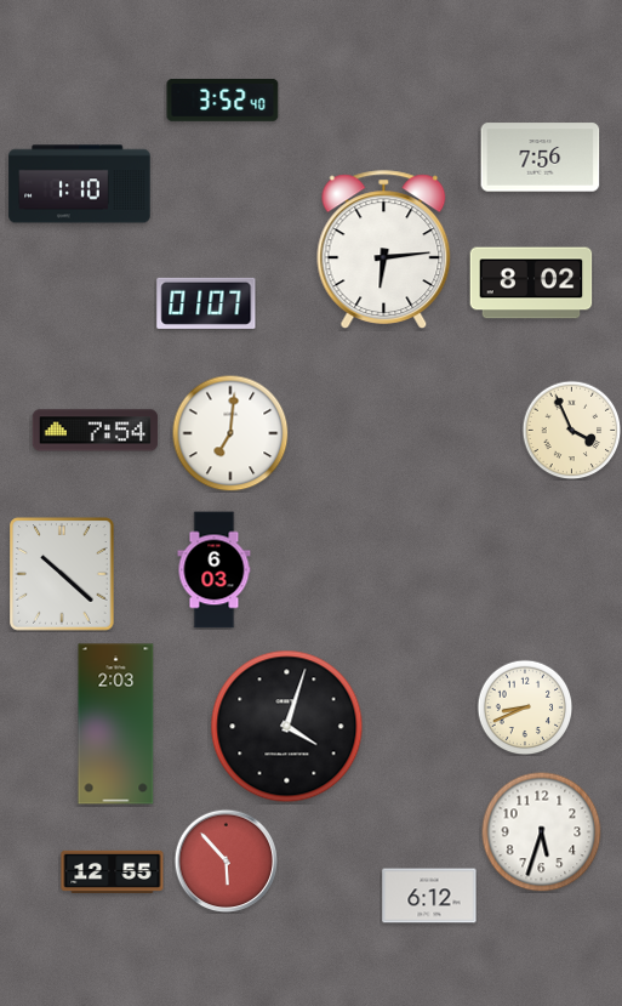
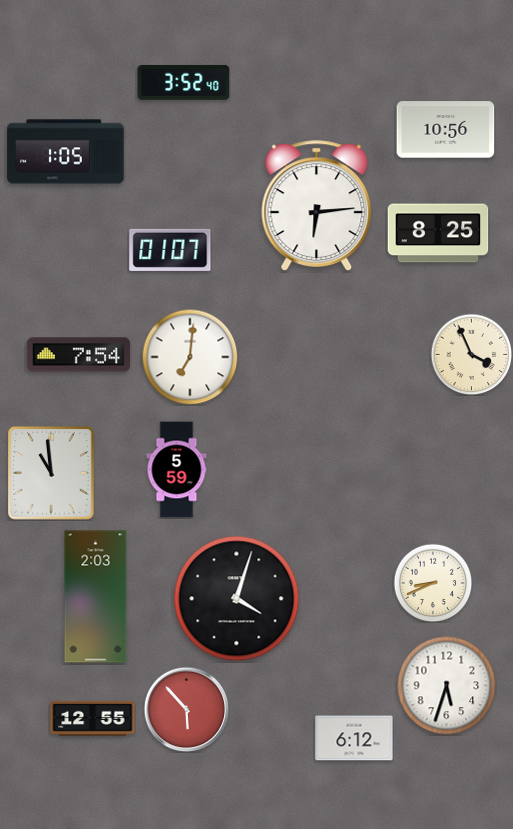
clock at (541, 158): 7:56 -> 10:56
clock at (80, 184): 1:10 -> 1:05
clock at (531, 283): 8:02 -> 8:25
clock at (215, 570): 6:03 -> 5:59
clock at (62, 574): 10:22 -> 10:59
